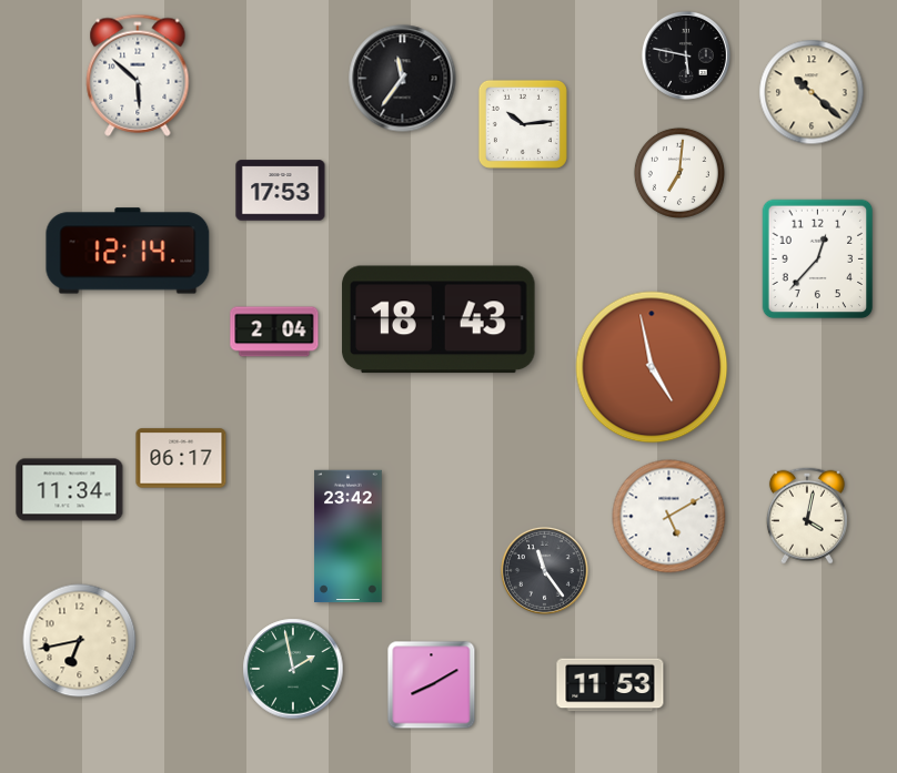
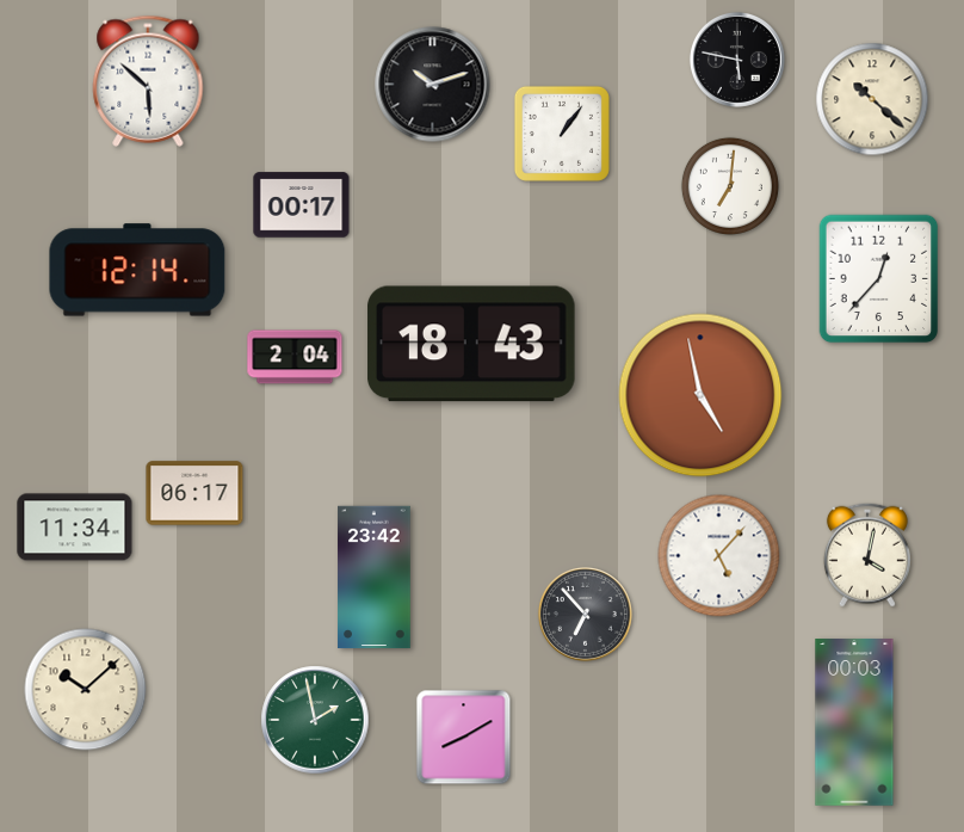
clock at (403, 79): 11:36 -> 10:12
clock at (523, 124): 10:14 -> 1:06
clock at (281, 191): 17:53 -> 00:17
clock at (669, 517): 5:10 -> 5:07
clock at (544, 570): 11:24 -> 6:53
clock at (80, 641): 6:43 -> 10:08
clock at (854, 722): none -> 00:03
clock at (611, 685): 11:53 -> none
